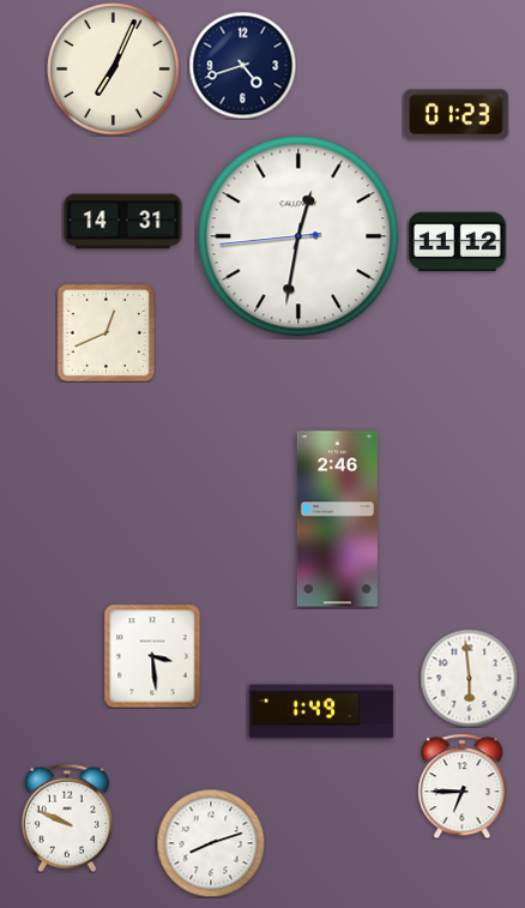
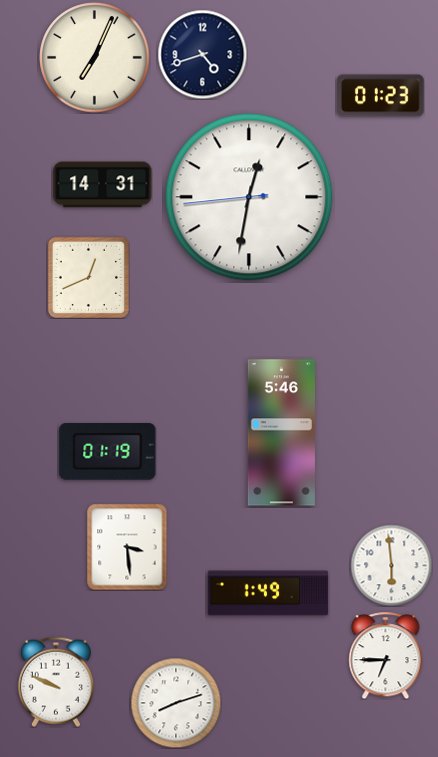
clock at (457, 242): 11:12 -> none
clock at (337, 519): 2:46 -> 5:46
clock at (108, 451): none -> 01:19
